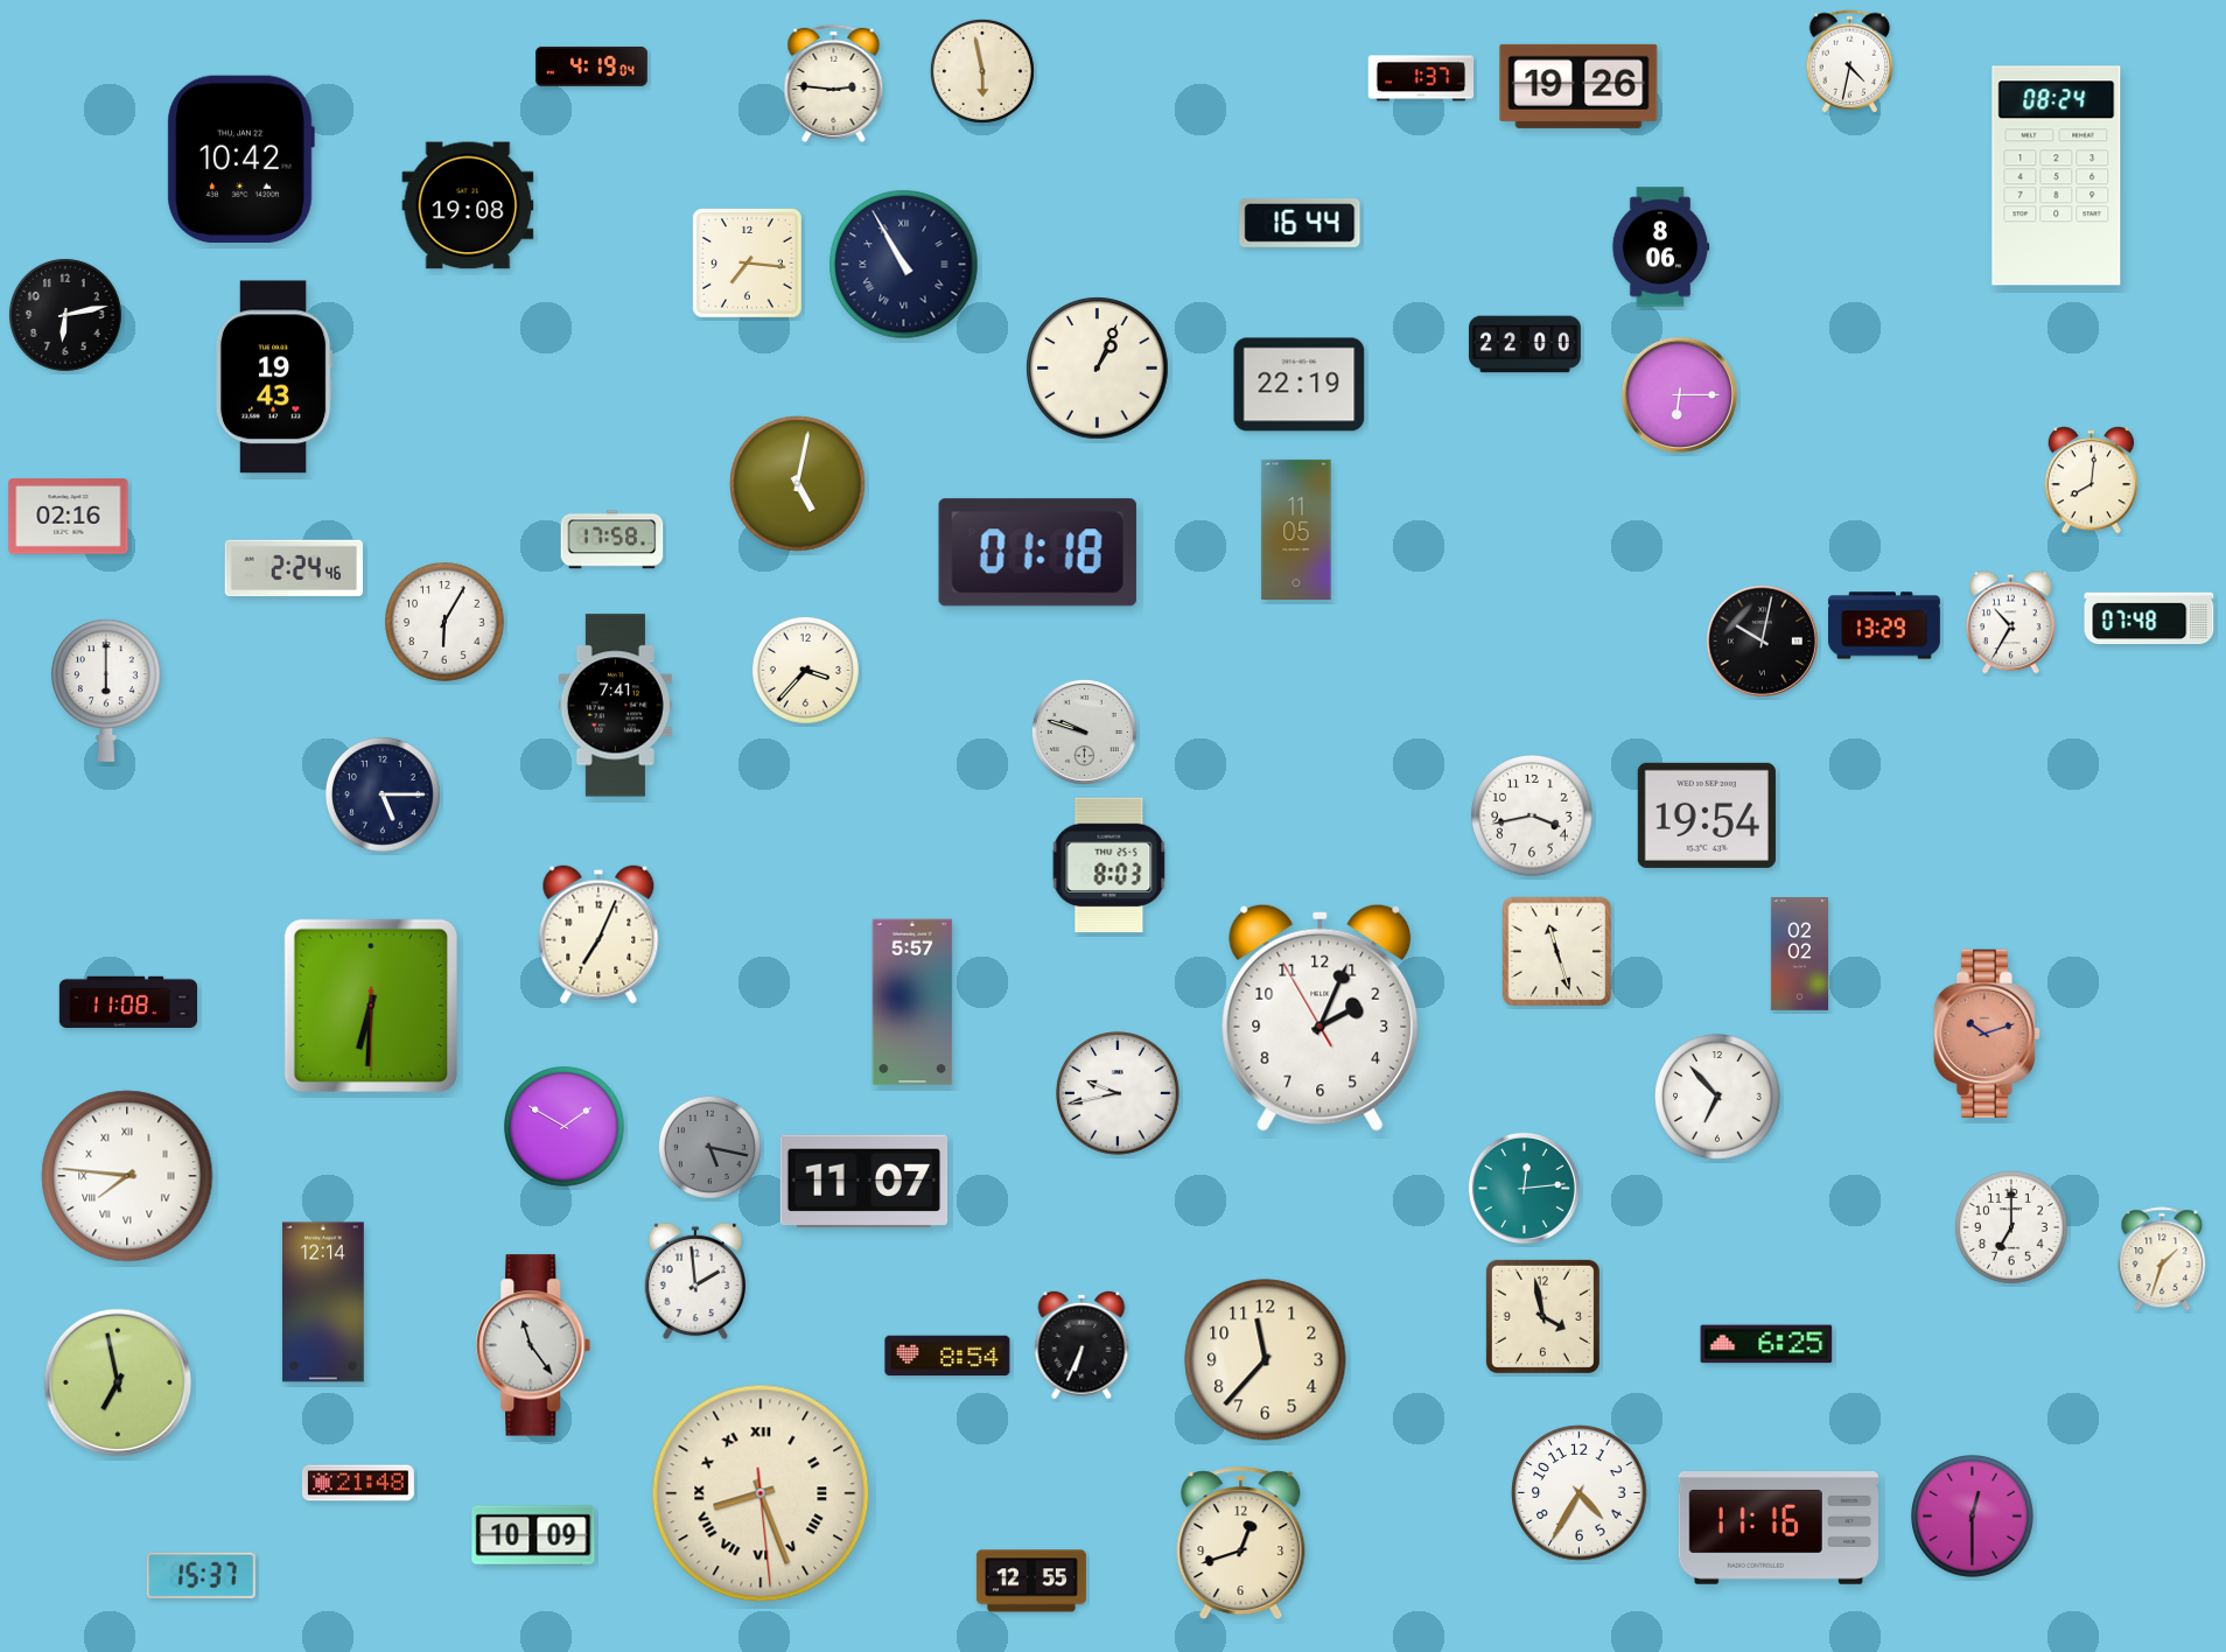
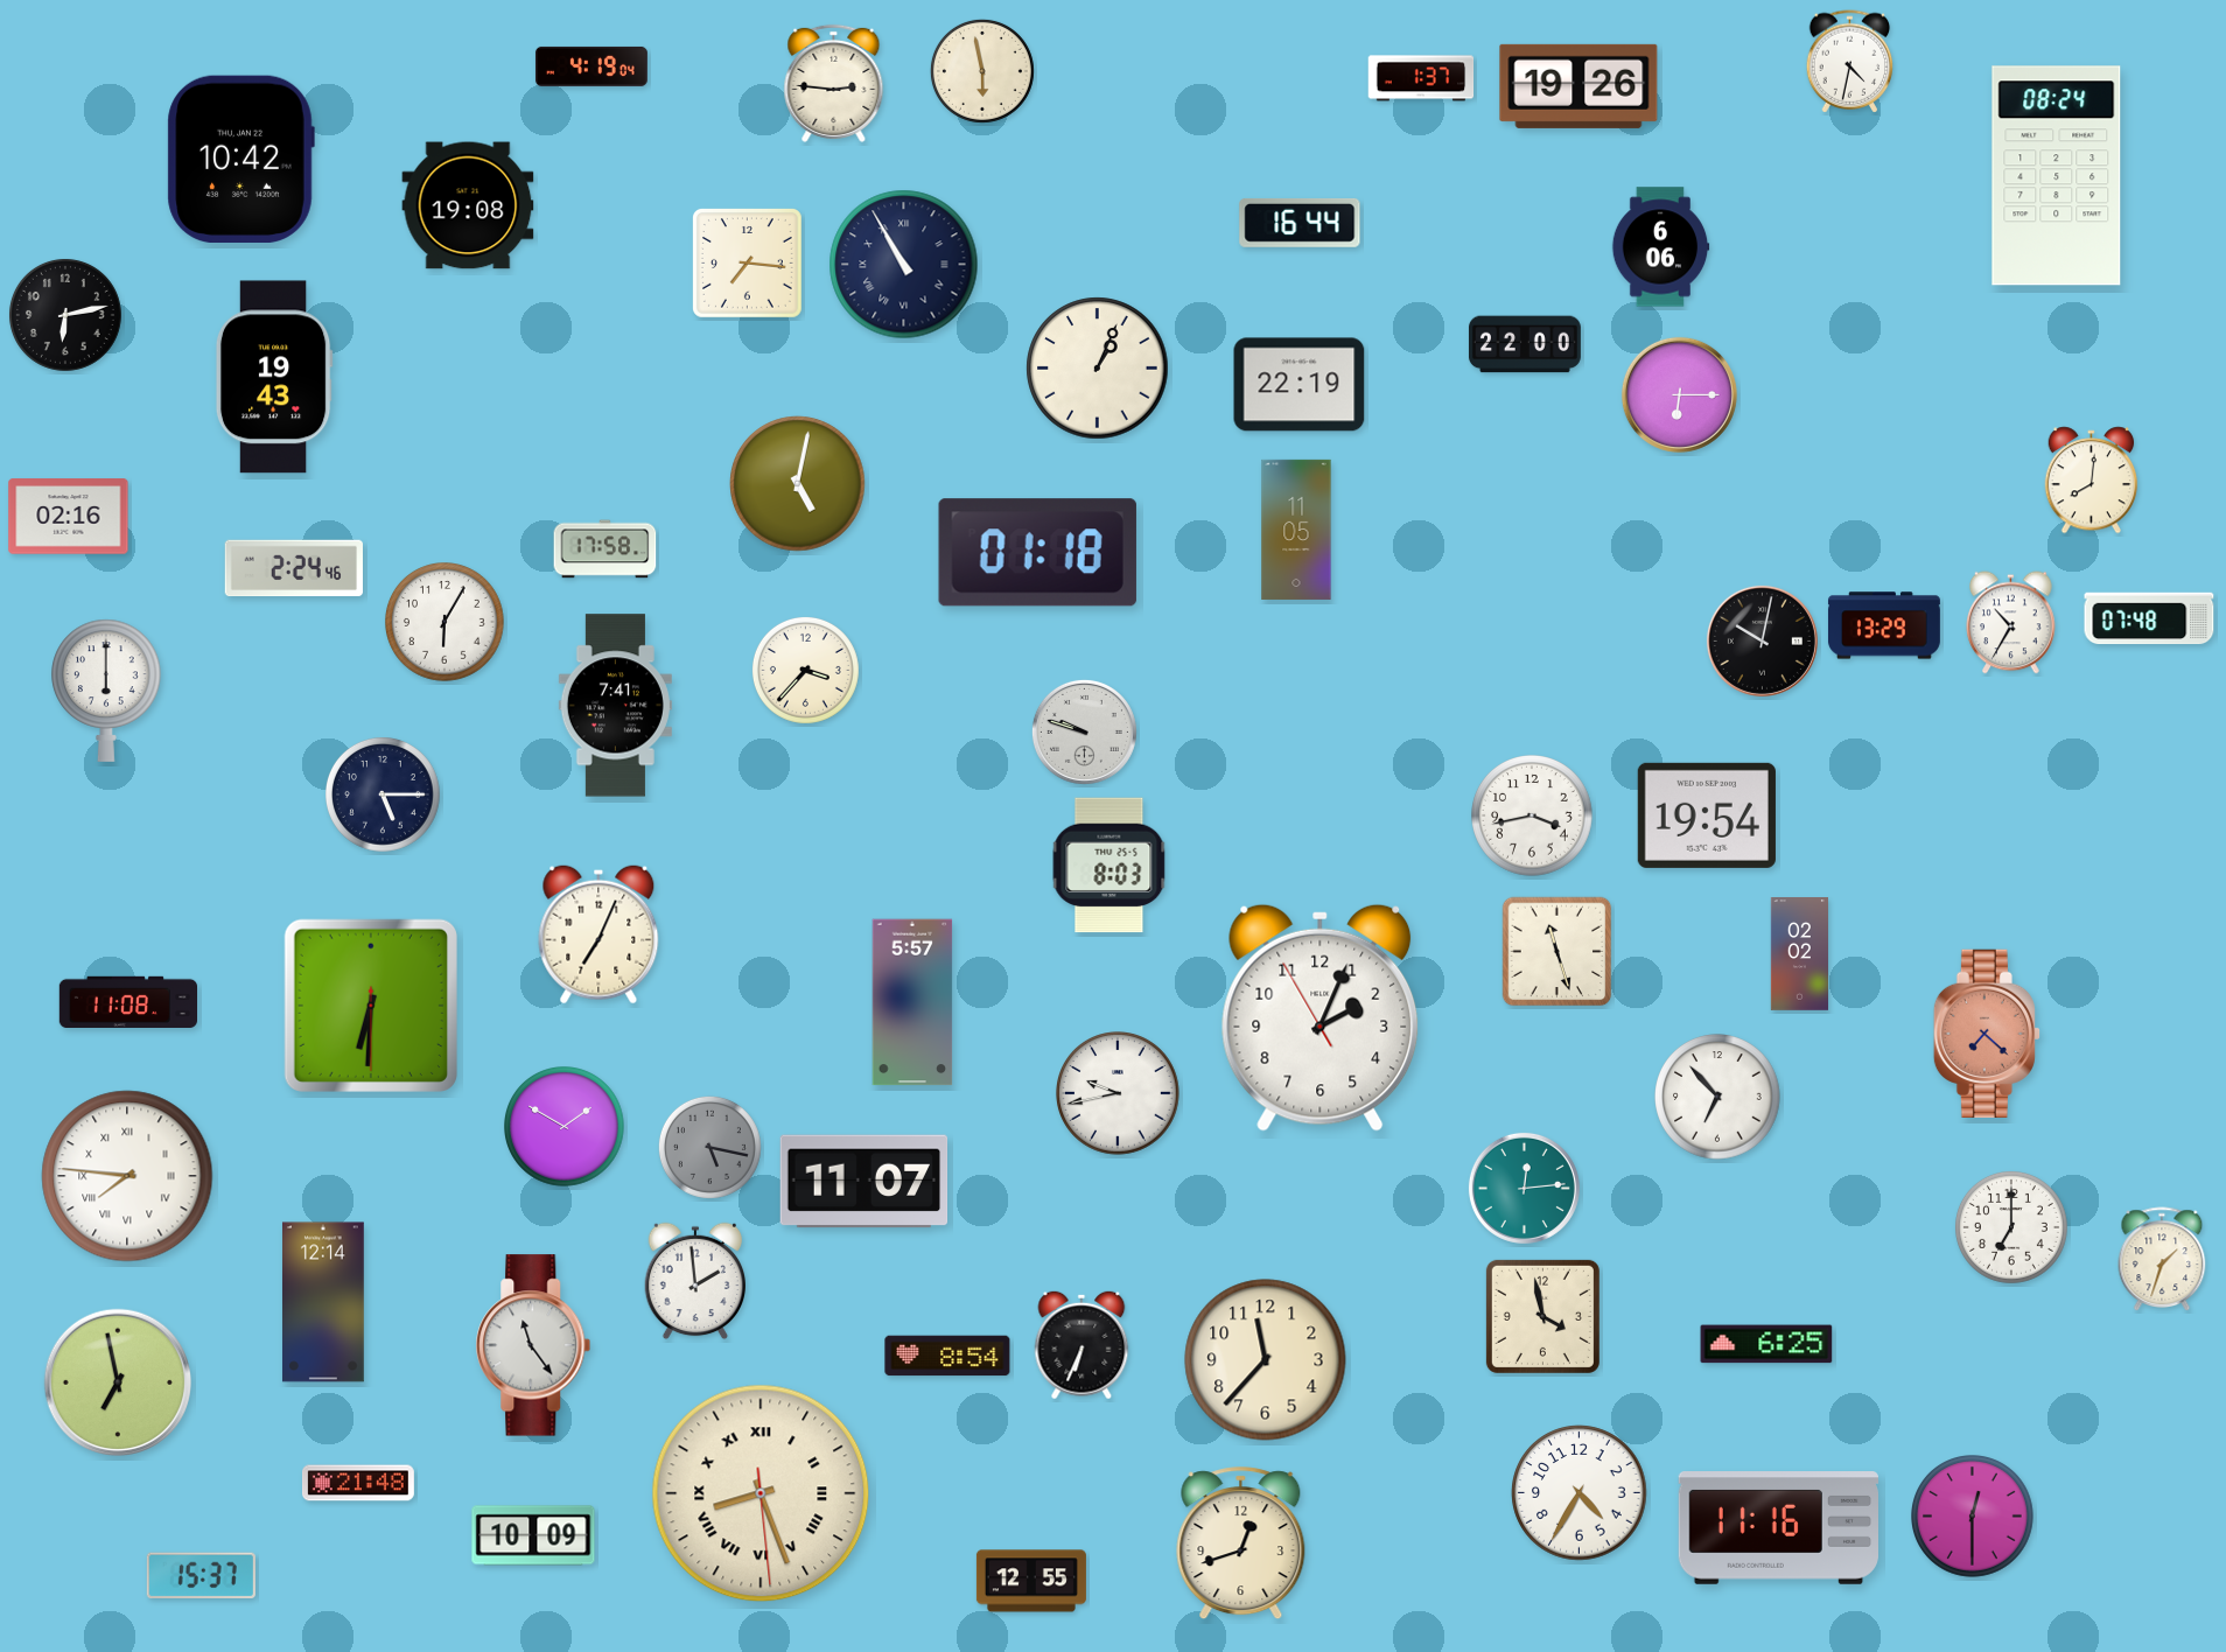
clock at (1660, 247): 8:06 -> 6:06
clock at (612, 540) position: (612, 540) -> (605, 549)
clock at (1987, 1032): 10:12 -> 7:22
